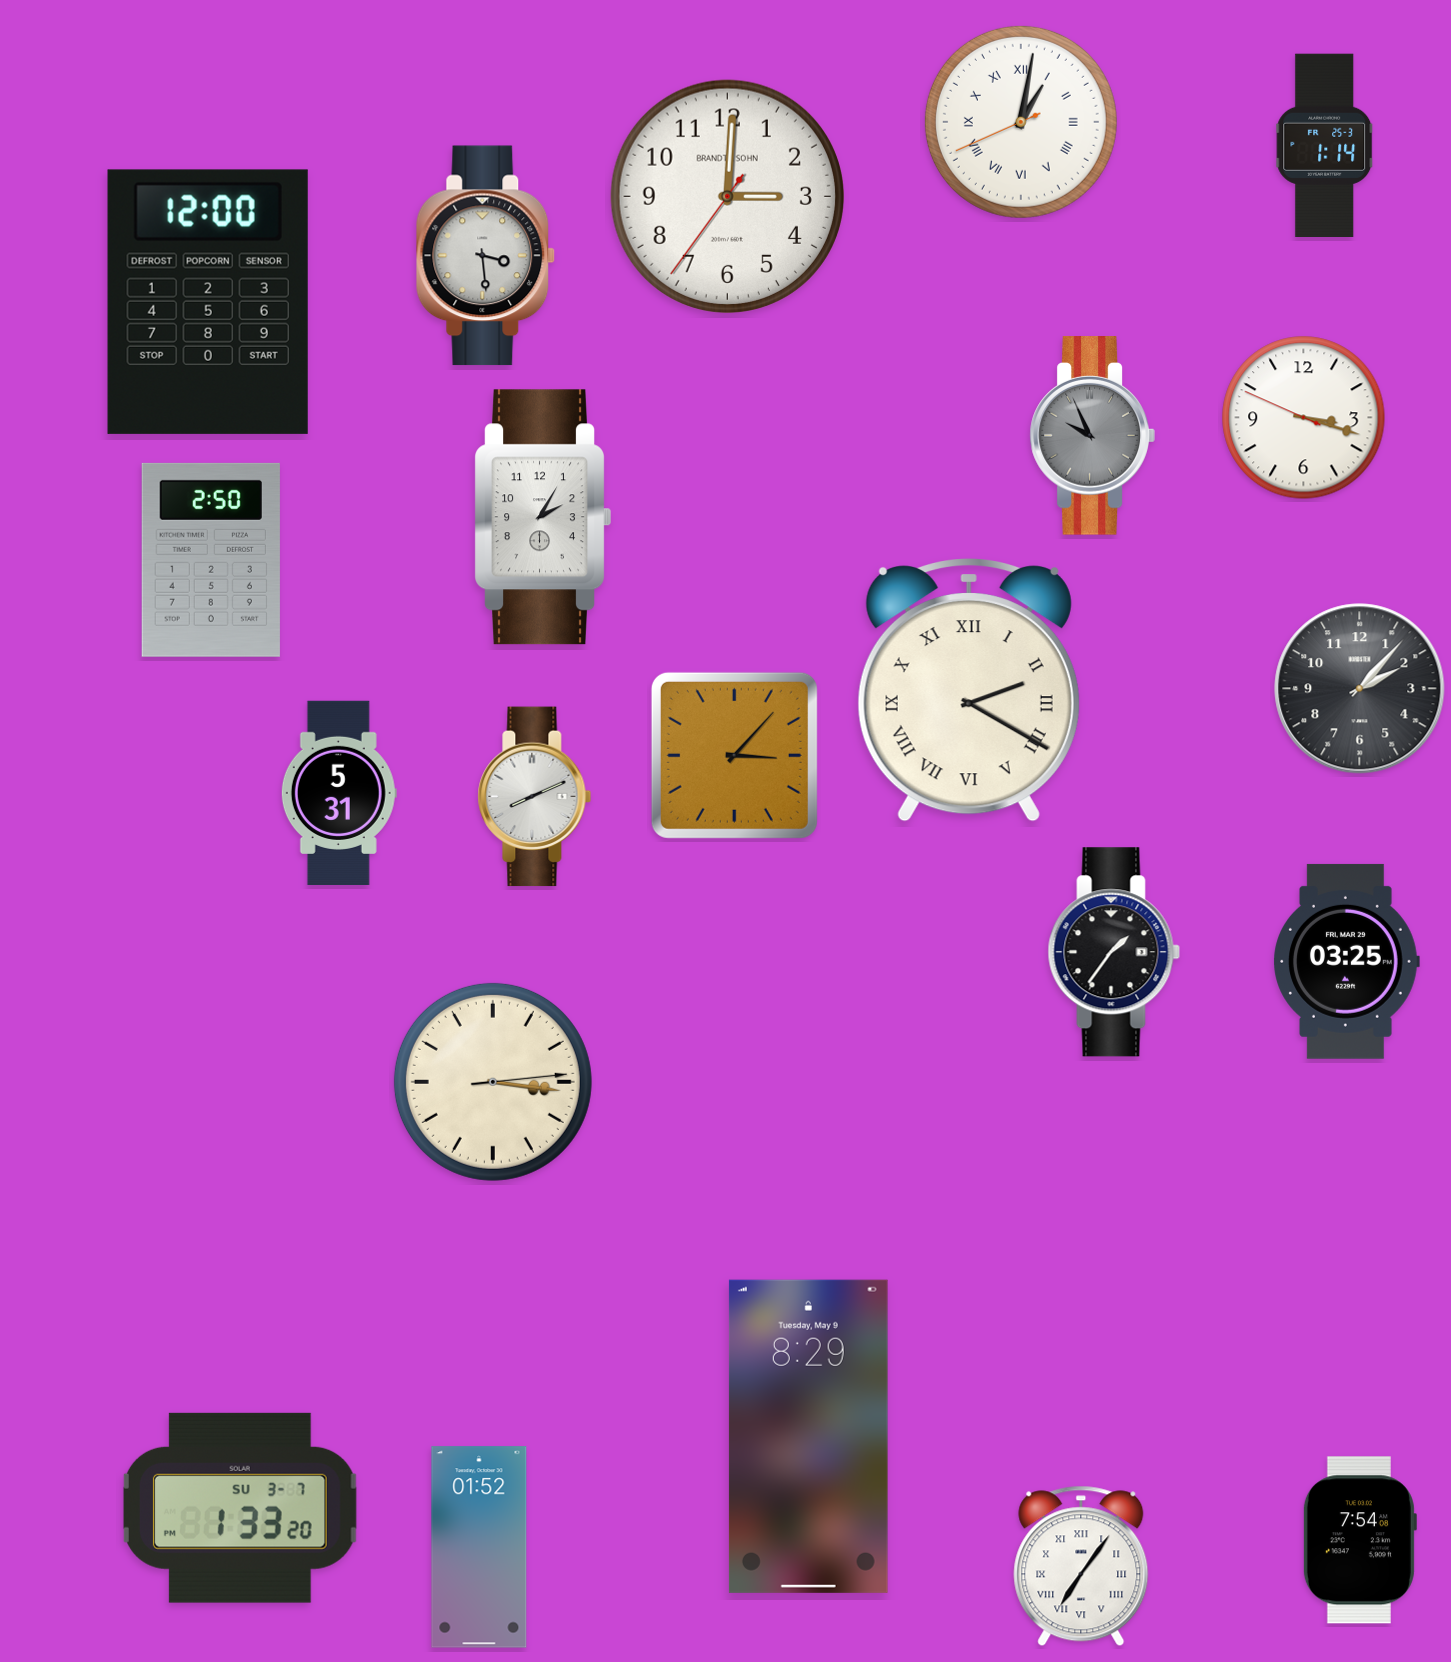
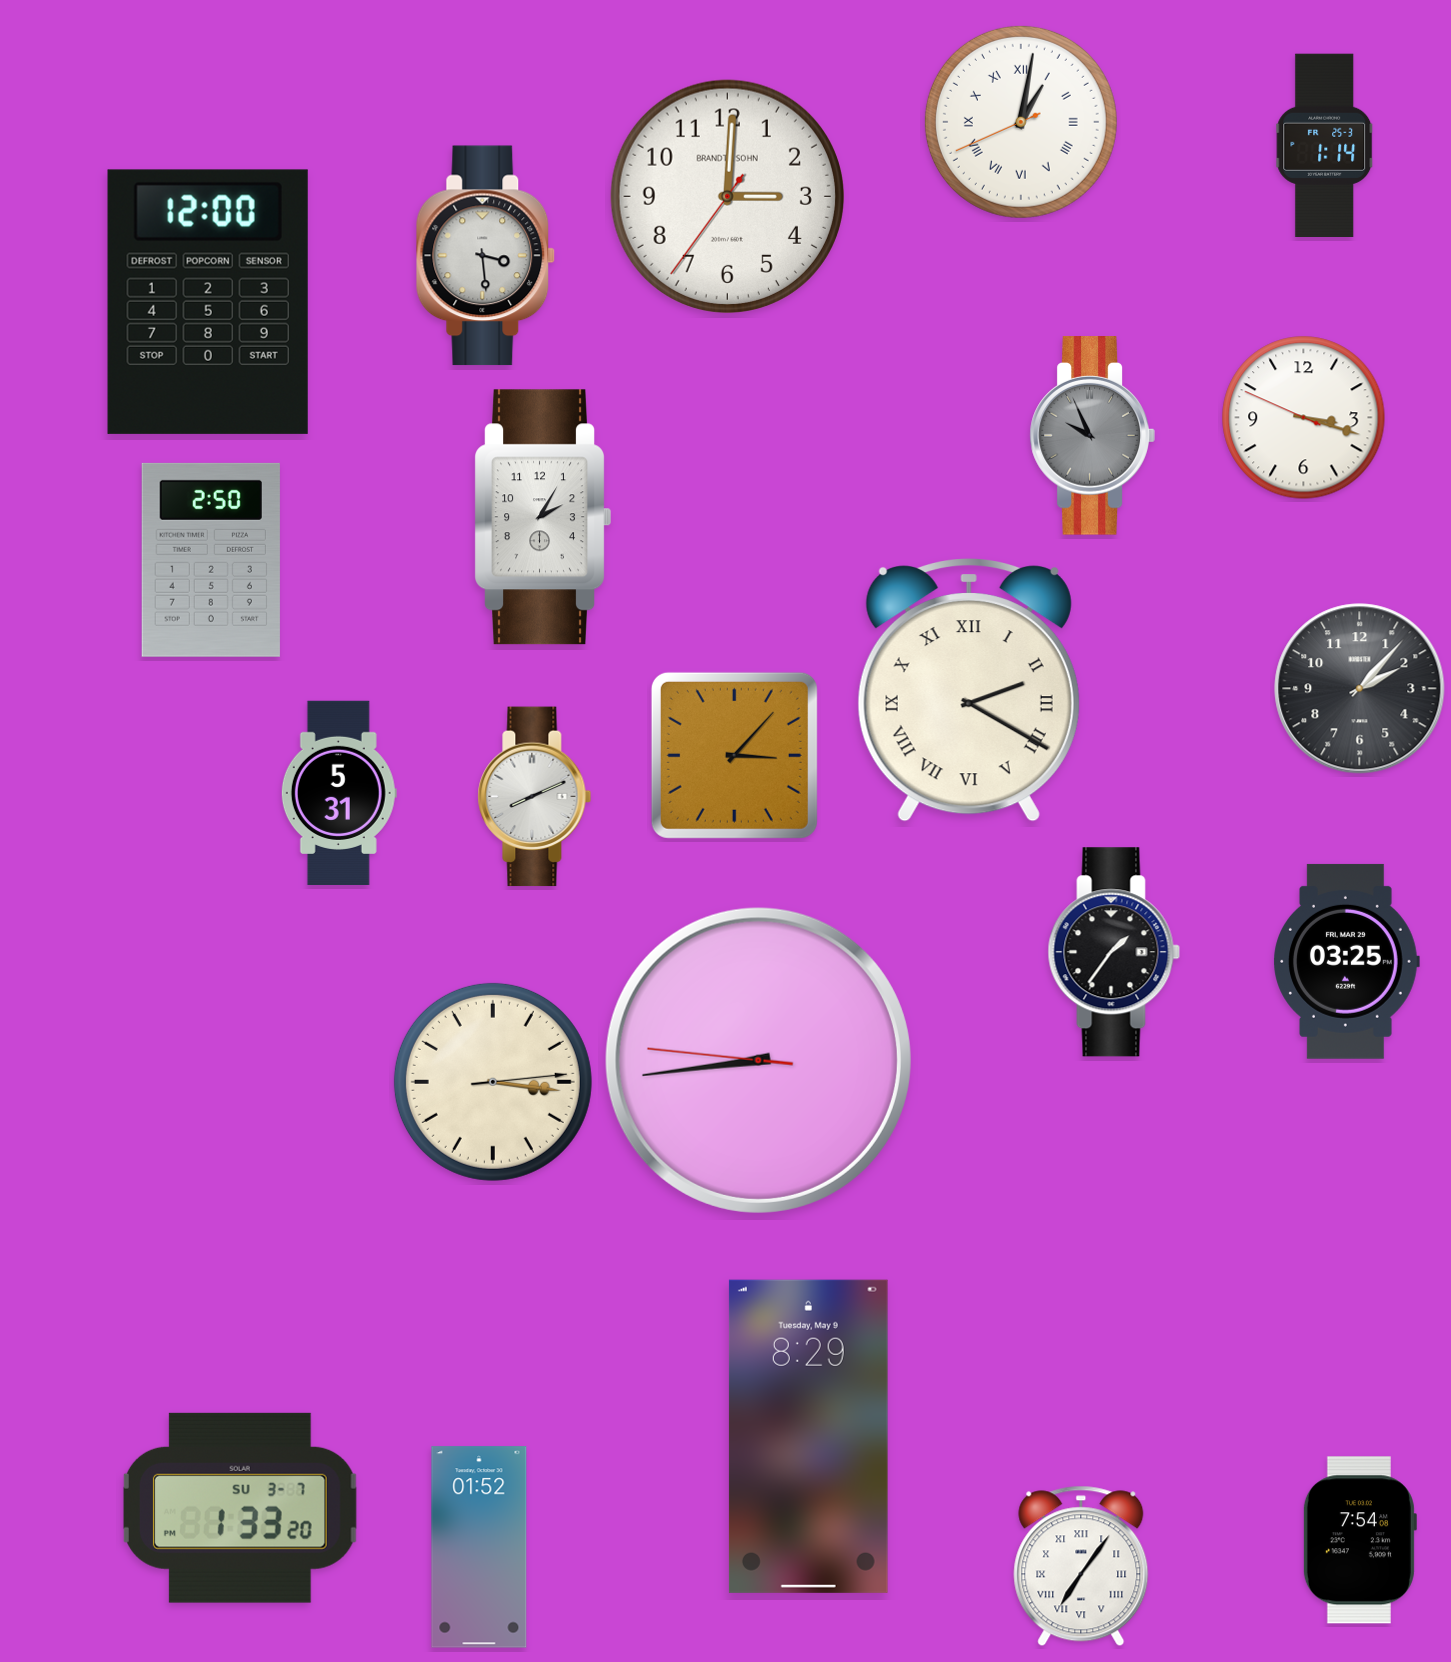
clock at (758, 1060): none -> 8:43
